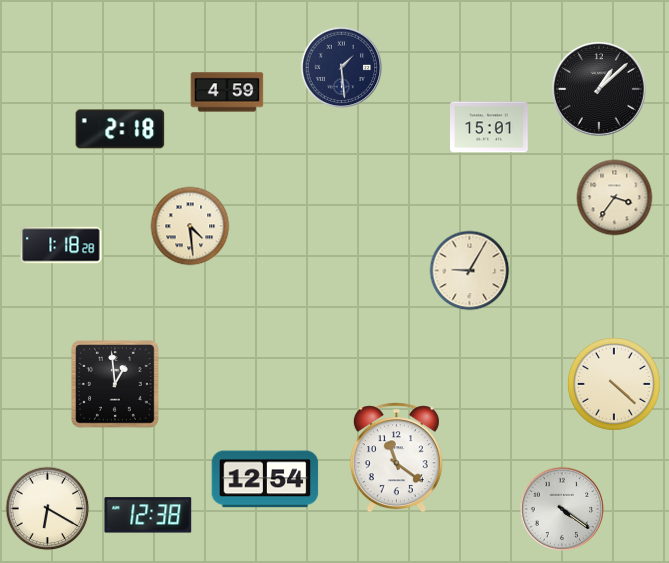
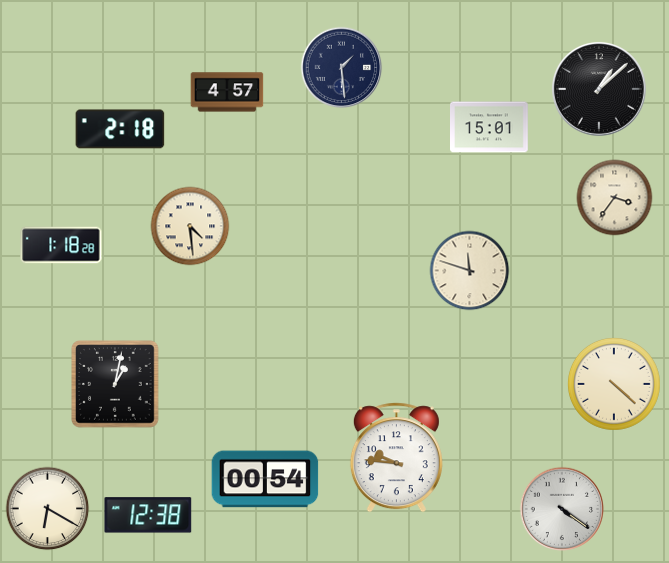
clock at (227, 92): 4:59 -> 4:57
clock at (470, 271): 9:05 -> 11:48
clock at (116, 385): 12:59 -> 1:02
clock at (396, 458): 11:21 -> 9:46
clock at (265, 479): 12:54 -> 00:54
